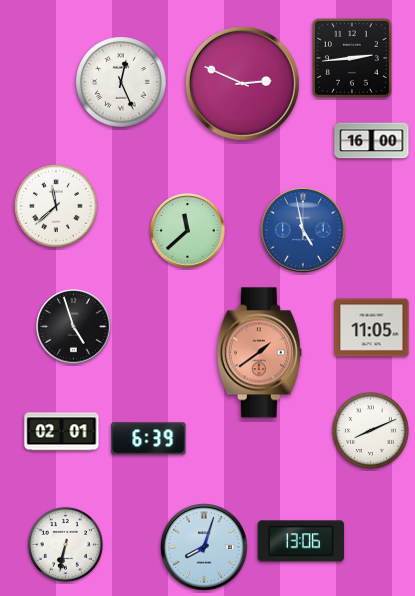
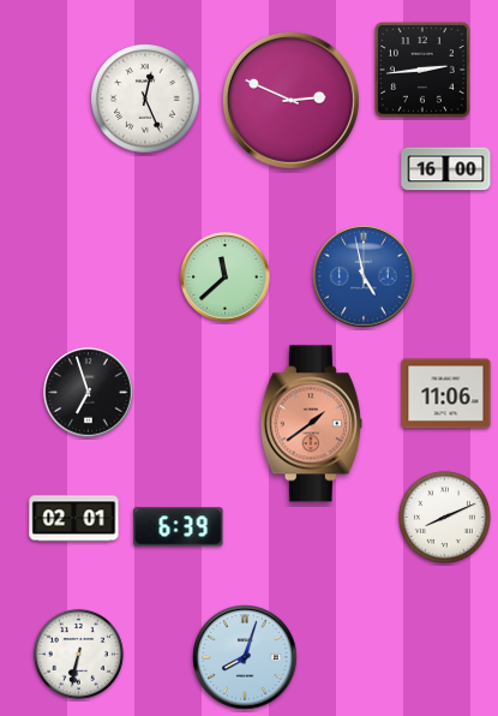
clock at (57, 207): 11:38 -> none
clock at (74, 327): 4:57 -> 6:57
clock at (372, 328): 11:05 -> 11:06
clock at (301, 541): 13:06 -> none
